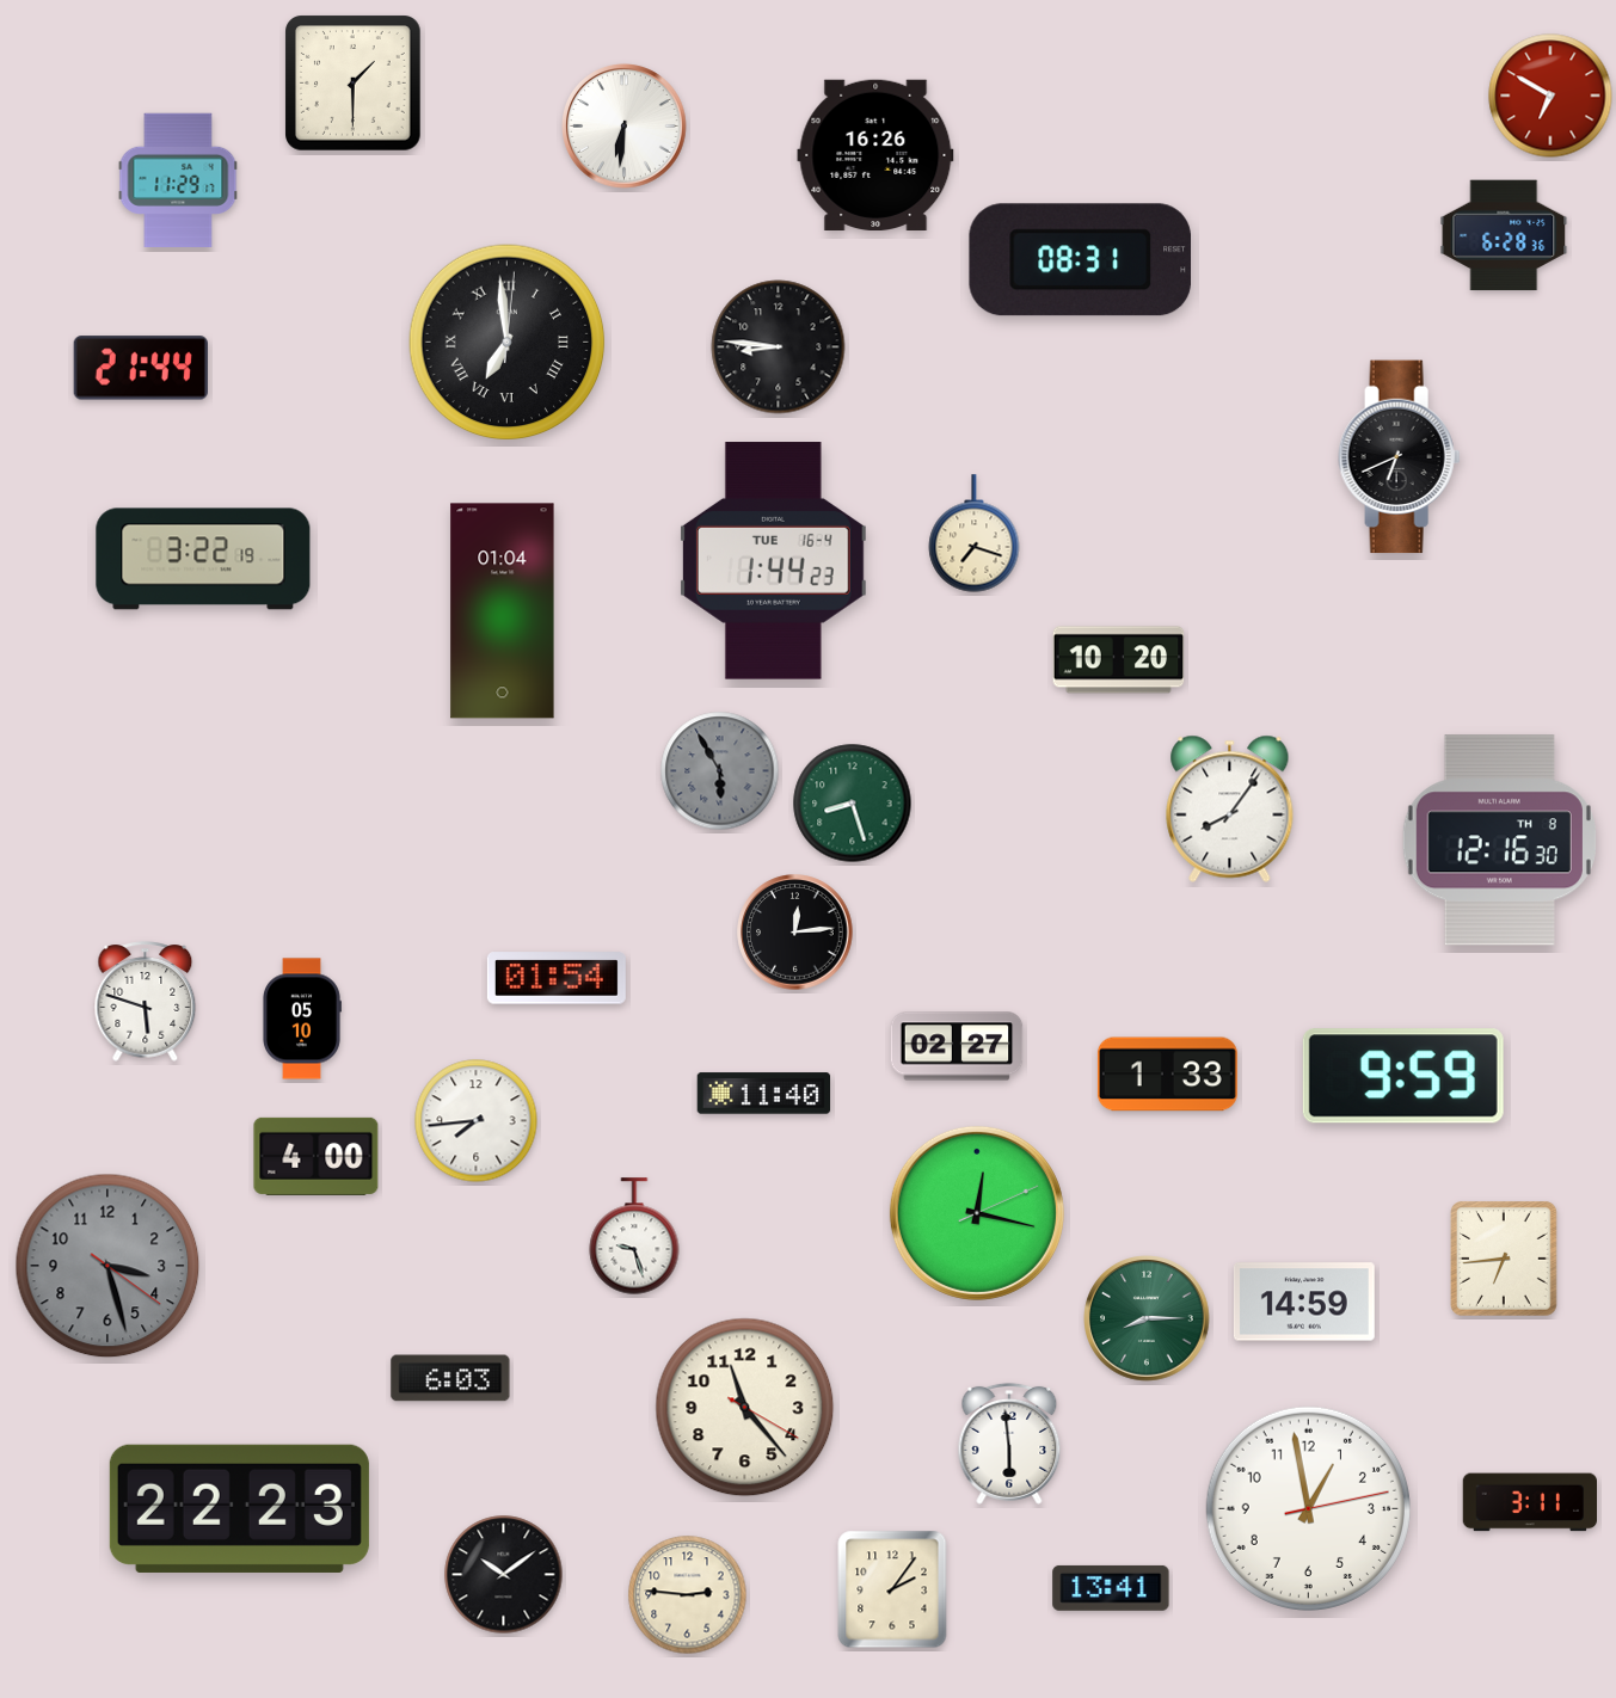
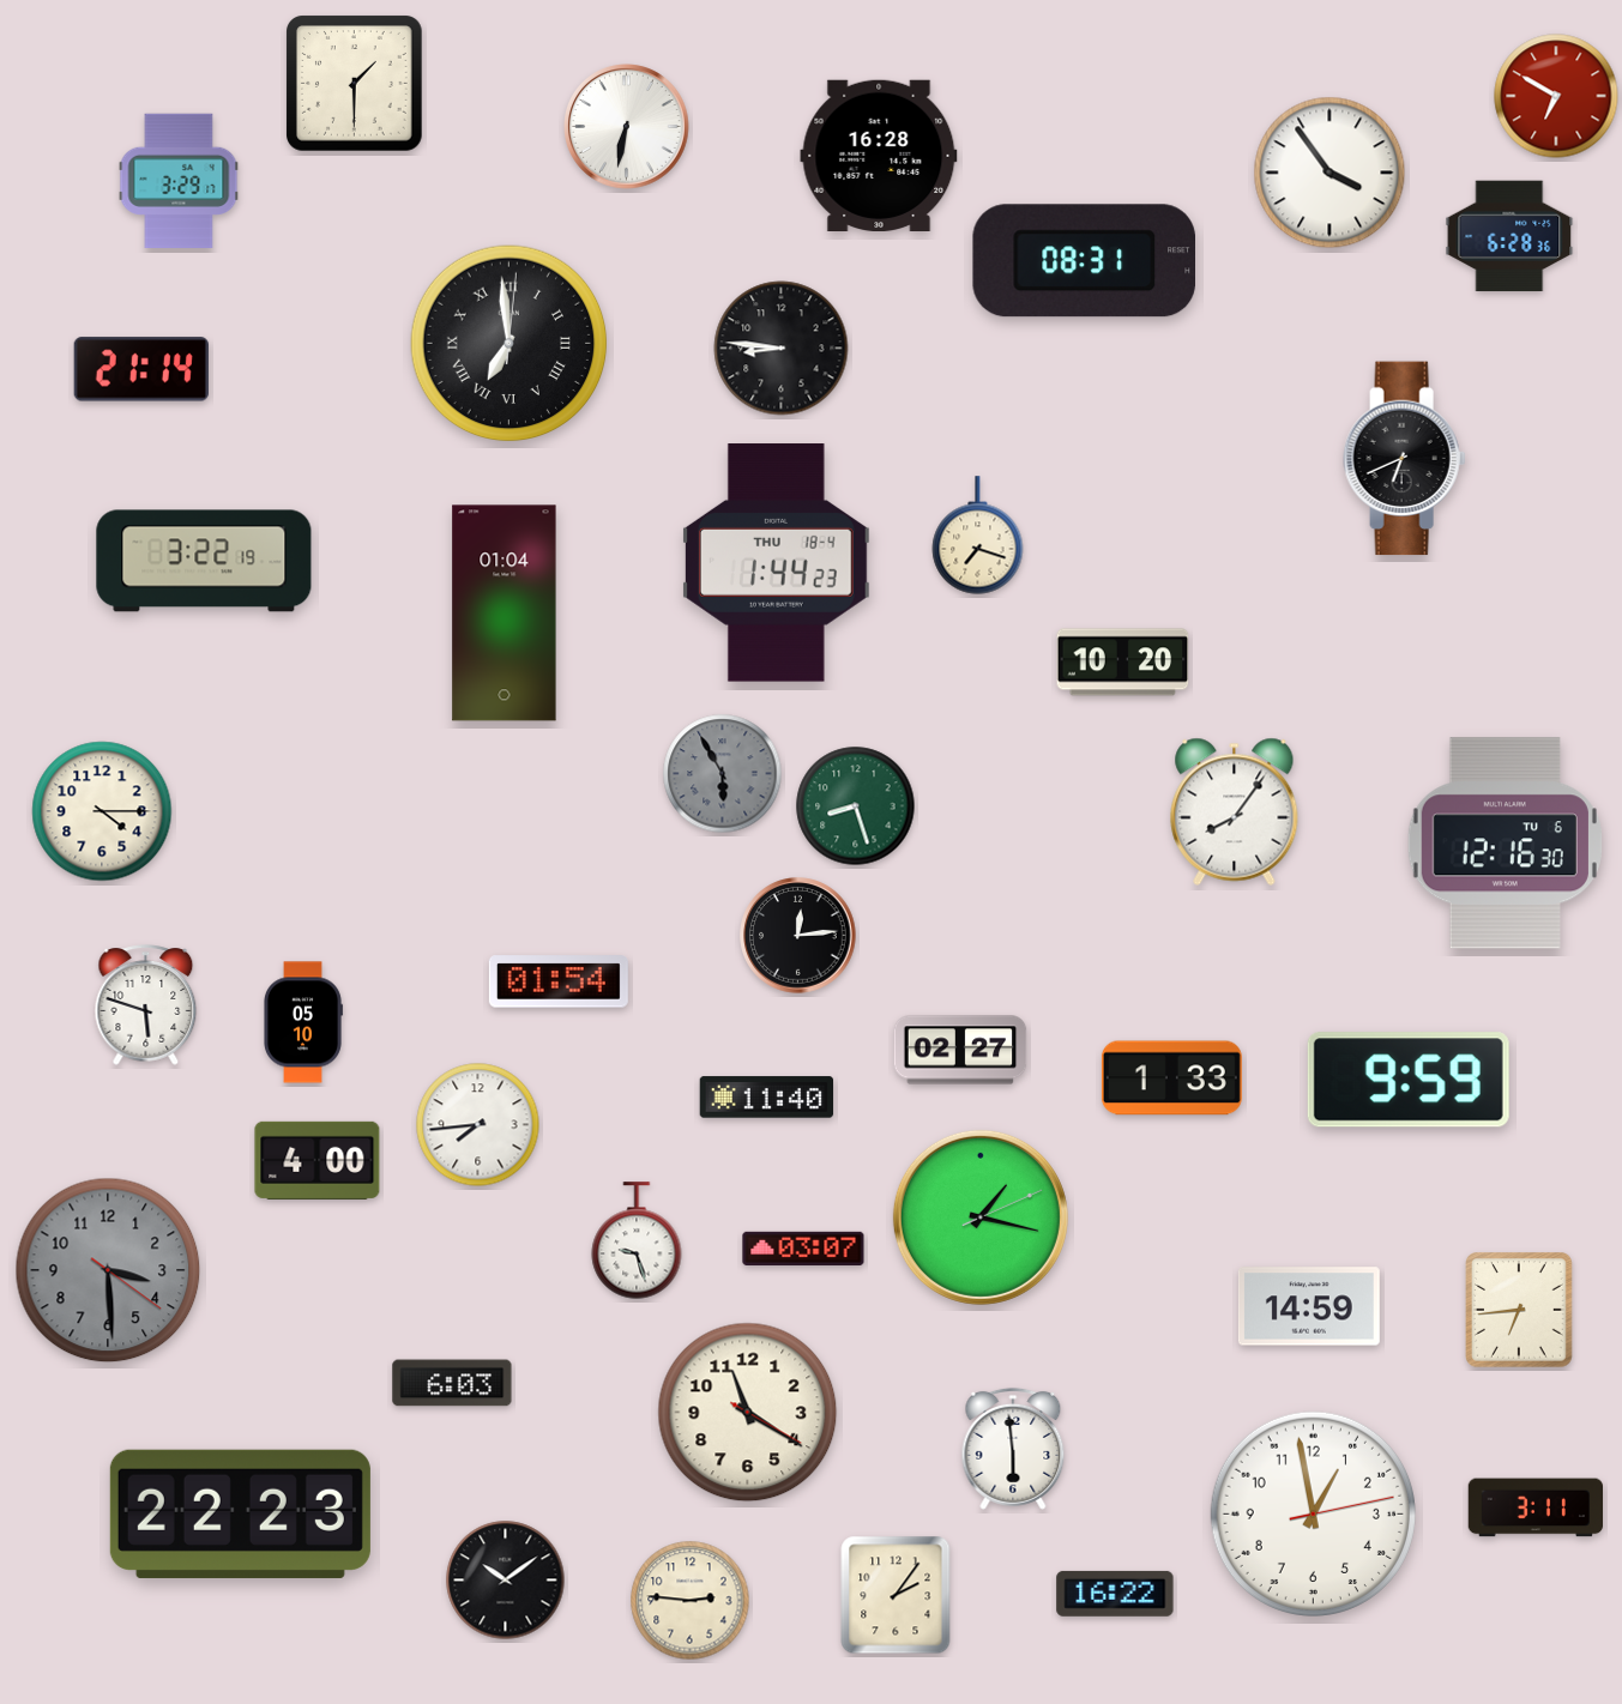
clock at (625, 127): 6:31 -> 6:32
clock at (875, 154): 16:26 -> 16:28
clock at (1329, 173): none -> 3:54
clock at (178, 180): 11:29 -> 3:29
clock at (141, 368): 21:44 -> 21:14
clock at (773, 561) date: TUE 16-4 -> THU 18-4
clock at (102, 811): none -> 4:15
clock at (1499, 841) date: TH 8 -> TU 6
clock at (977, 1213): 12:17 -> 1:17
clock at (803, 1247): none -> 03:07
clock at (1504, 1259) position: (1504, 1259) -> (1519, 1310)
clock at (107, 1266): 3:27 -> 3:29
clock at (1147, 1318): 8:15 -> none
clock at (745, 1408): 11:23 -> 11:20
clock at (1111, 1588): 13:41 -> 16:22
